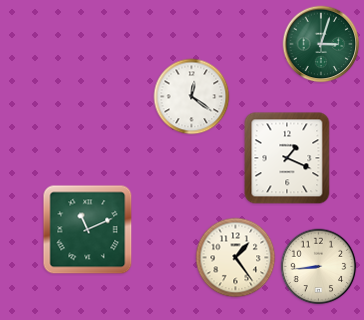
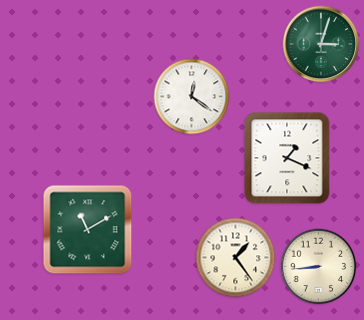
clock at (88, 230): 11:11 -> 11:10
